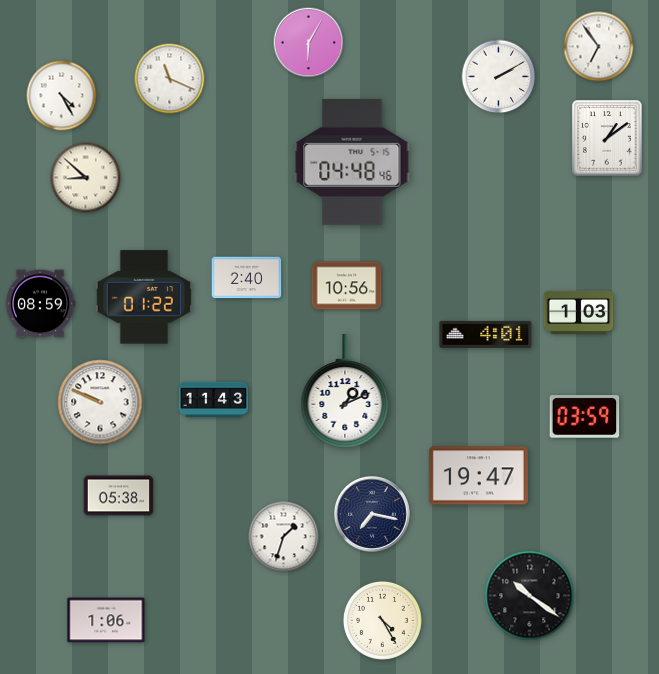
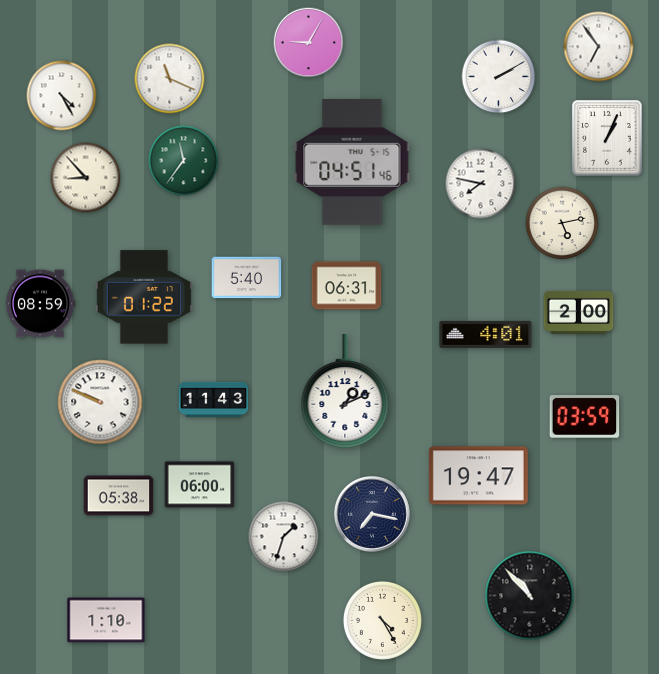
clock at (309, 43): 6:05 -> 9:05
clock at (607, 138): 1:09 -> 1:04
clock at (184, 161): none -> 11:36
clock at (352, 162): 04:48 -> 04:51
clock at (86, 178): 8:52 -> 8:53
clock at (481, 184): none -> 7:47
clock at (562, 223): none -> 5:13
clock at (247, 278): 2:40 -> 5:40
clock at (347, 286): 10:56 -> 06:31
clock at (579, 312): 1:03 -> 2:00
clock at (200, 485): none -> 06:00
clock at (530, 596): 10:21 -> 10:53
clock at (106, 620): 1:06 -> 1:10
